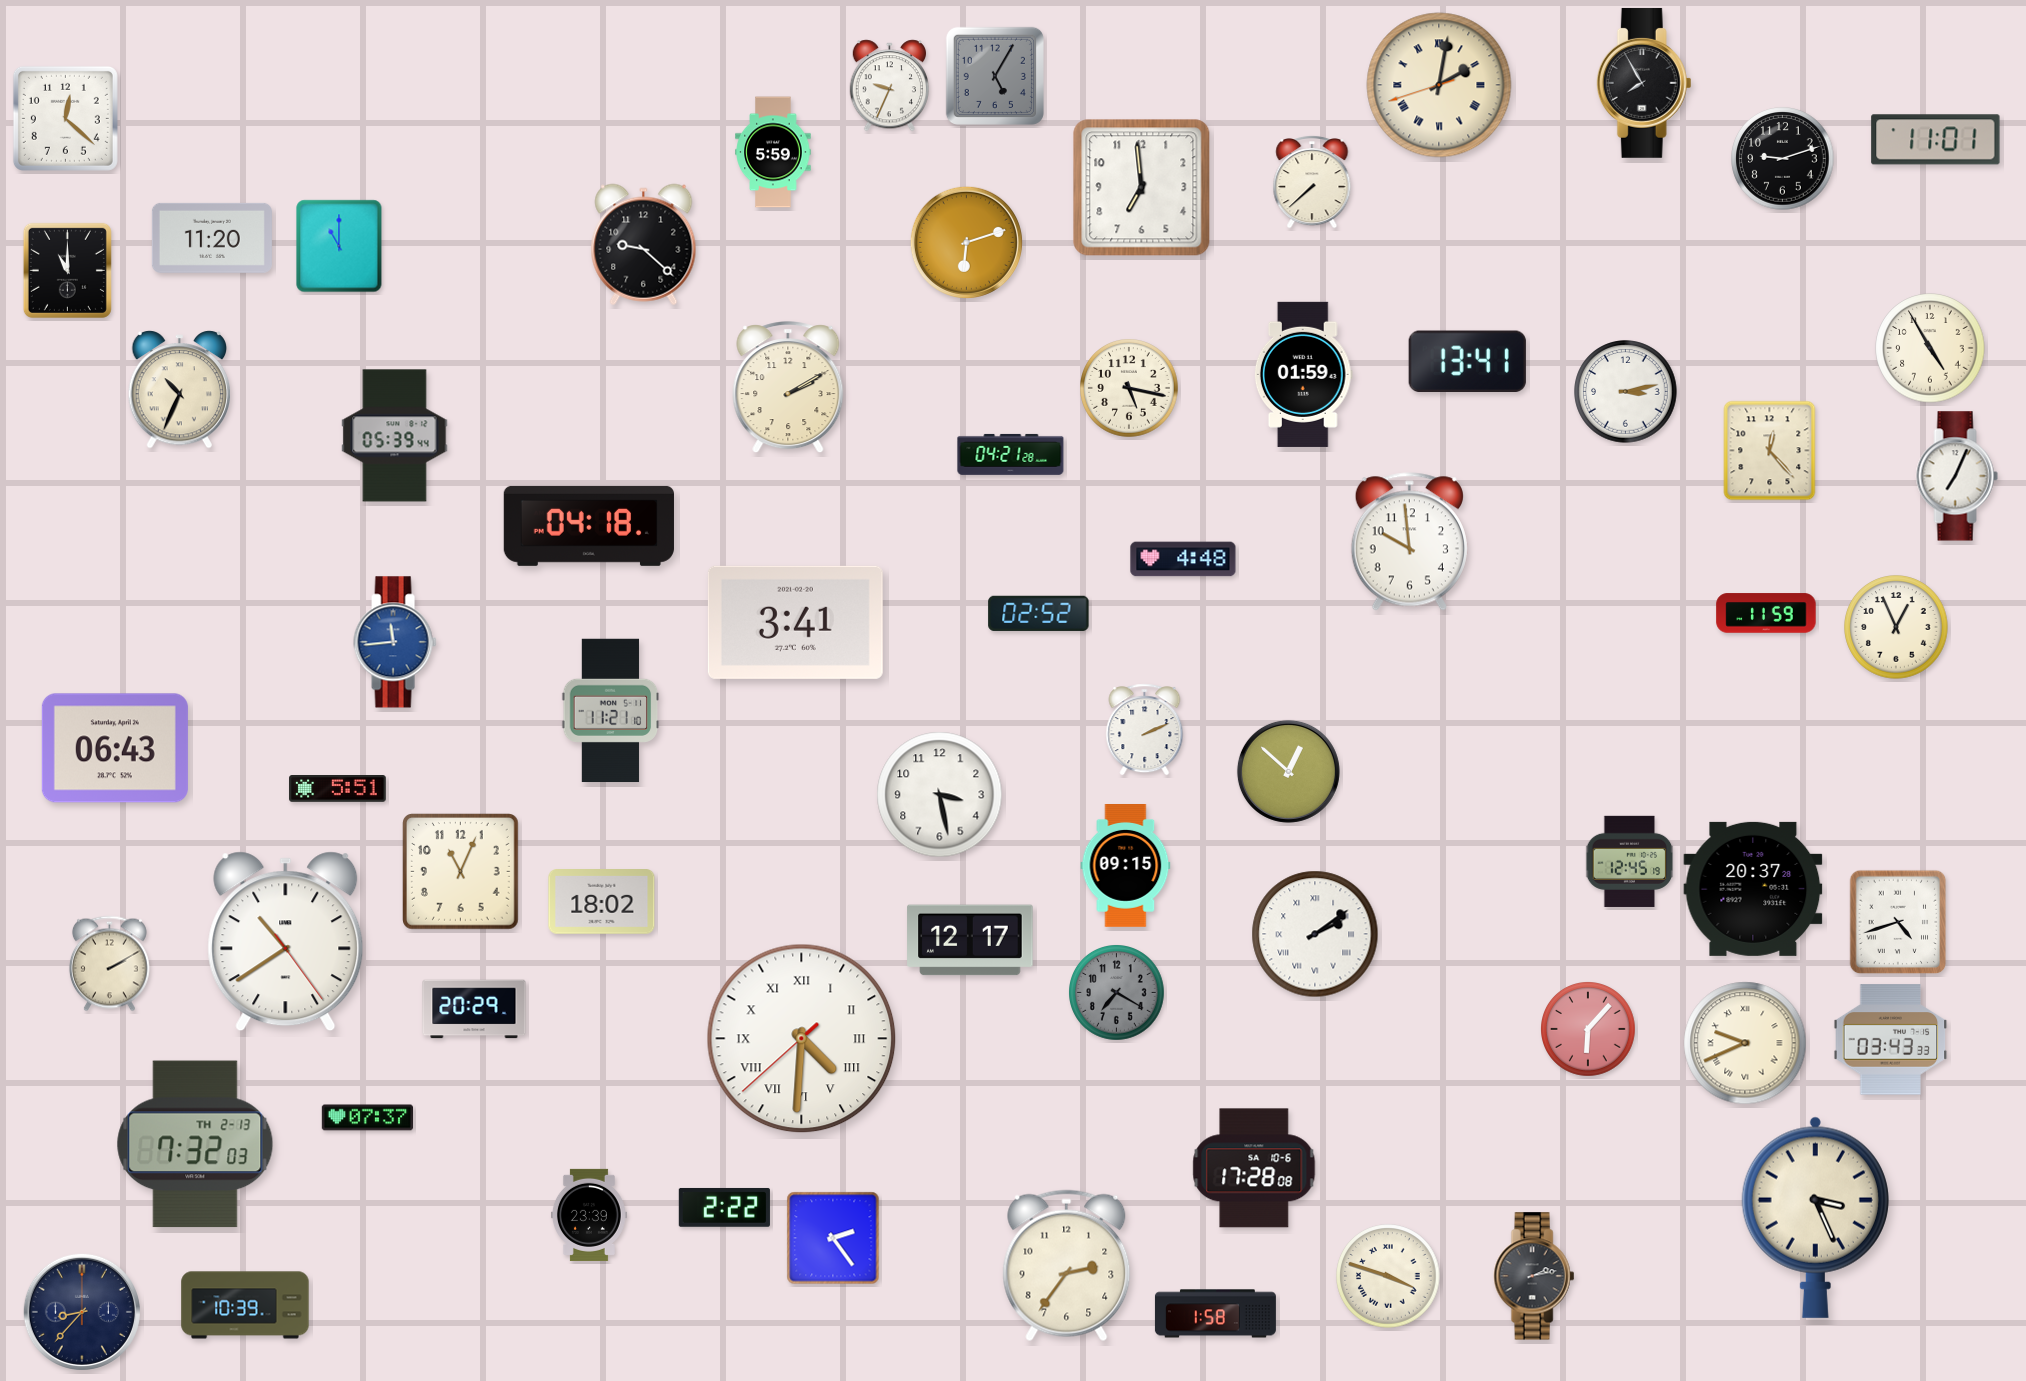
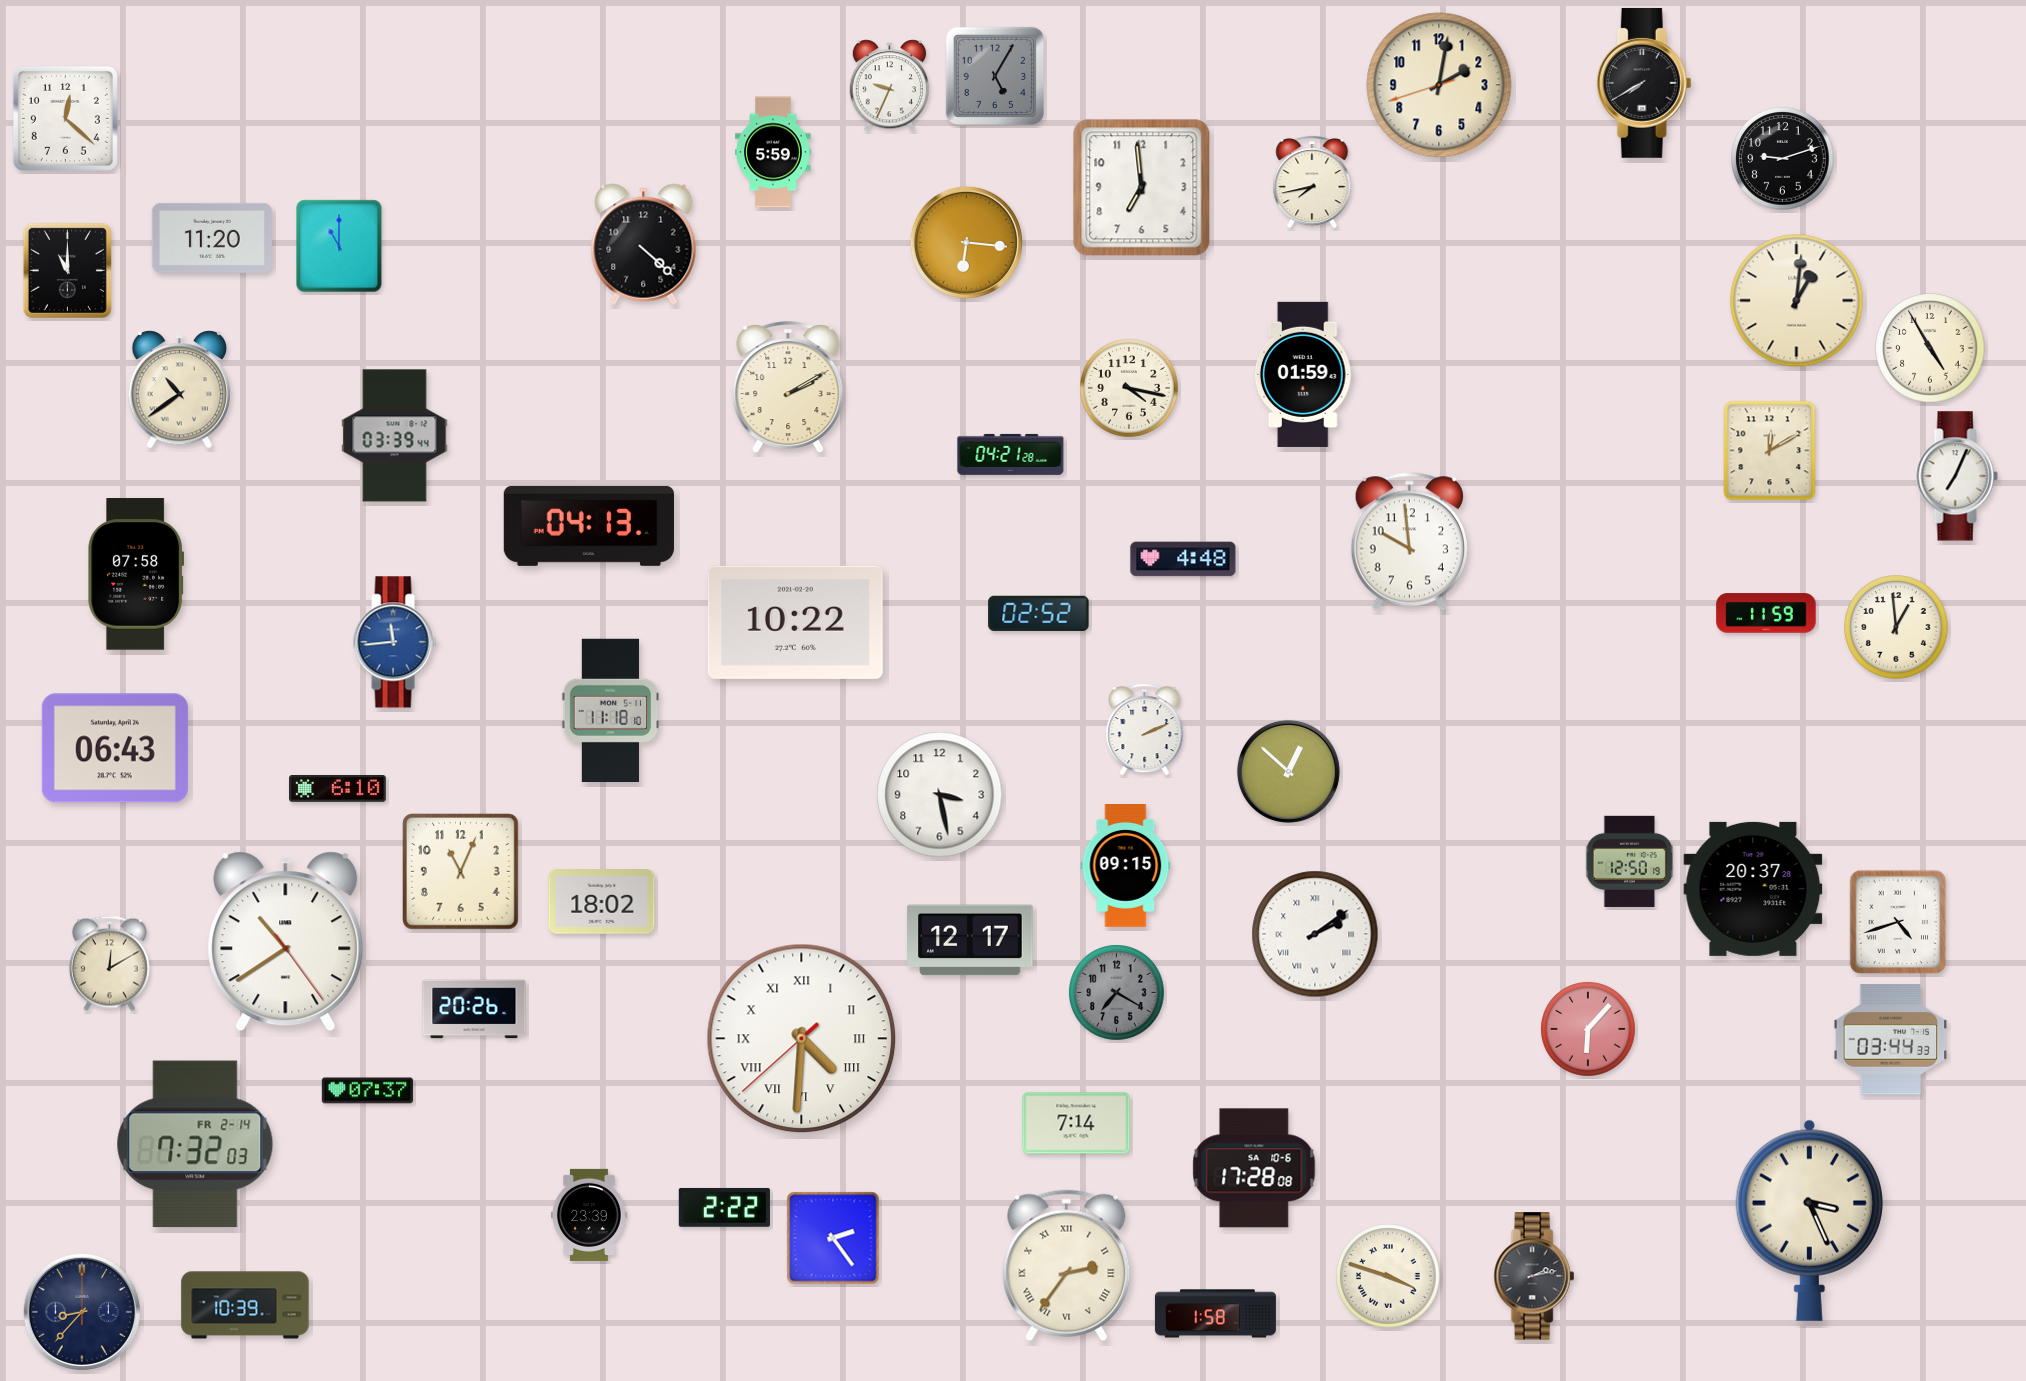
clock at (1644, 83): 7:55 -> 7:40
clock at (1439, 85) numerals: Roman -> Arabic
clock at (1936, 140): 11:01 -> none
clock at (1312, 182): 7:38 -> 7:43
clock at (966, 242): 6:12 -> 6:16
clock at (644, 245): 9:22 -> 4:22
clock at (1797, 301): none -> 1:01
clock at (1467, 361): 13:41 -> none
clock at (1130, 389): 5:17 -> 4:17
clock at (180, 390): 10:34 -> 10:39
clock at (1626, 392): 3:13 -> none
clock at (395, 436): 05:39 -> 03:39
clock at (1770, 451): 12:23 -> 12:10
clock at (589, 526): 04:18 -> 04:13
clock at (136, 574): none -> 07:58
clock at (795, 622): 3:41 -> 10:22
clock at (1896, 627): 12:56 -> 12:59
clock at (611, 711): 11:21 -> 11:18
clock at (338, 789): 5:51 -> 6:10
clock at (1630, 861): 12:45 -> 12:50
clock at (109, 964): 2:10 -> 12:10
clock at (474, 1009): 20:29 -> 20:26
clock at (1891, 1040): 03:43 -> 03:44
clock at (1745, 1043): 9:41 -> none
clock at (367, 1118) position: (367, 1118) -> (367, 1091)
clock at (1076, 1123): none -> 7:14
clock at (195, 1144) date: TH 2-13 -> FR 2-14
clock at (1815, 1217) position: (1815, 1217) -> (1809, 1220)
clock at (1067, 1266) numerals: Arabic -> Roman
